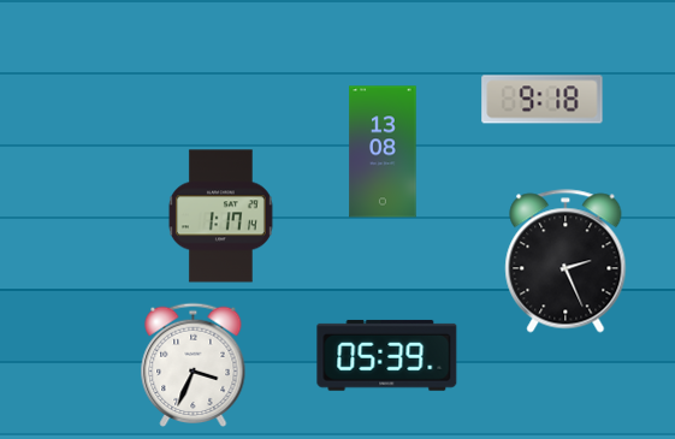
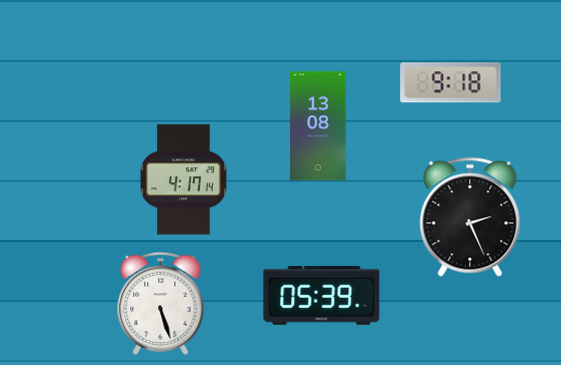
clock at (220, 216): 1:17 -> 4:17
clock at (194, 364): 3:34 -> 5:27
